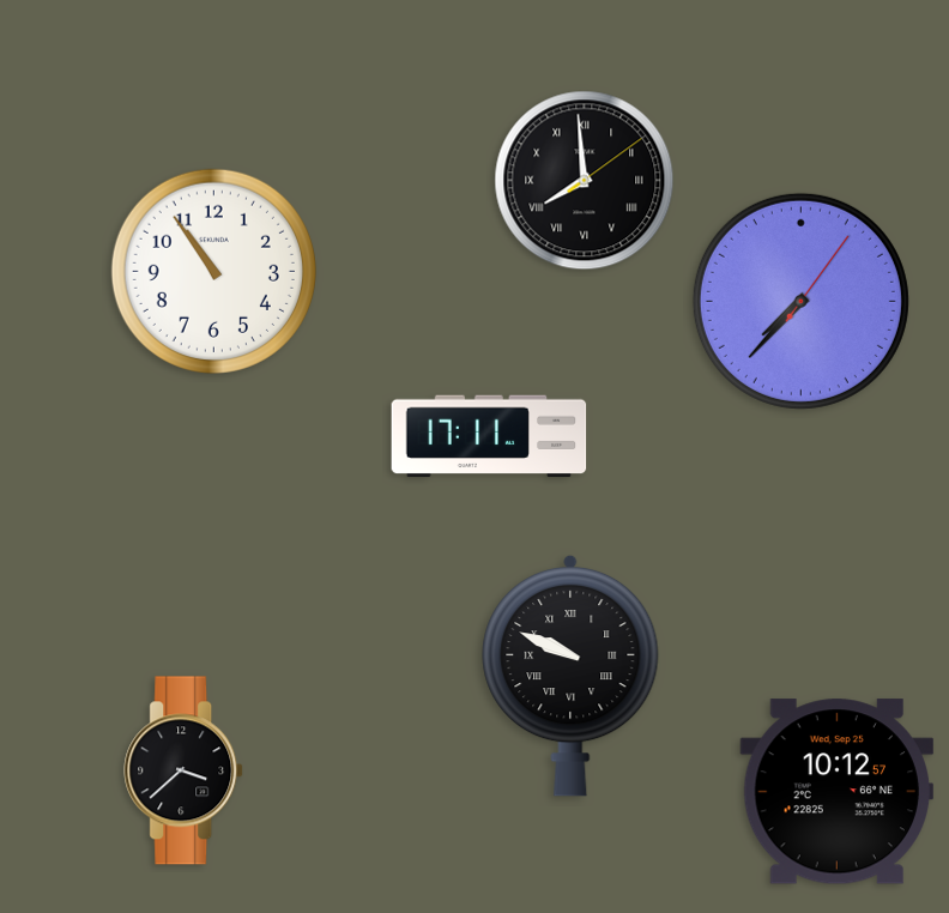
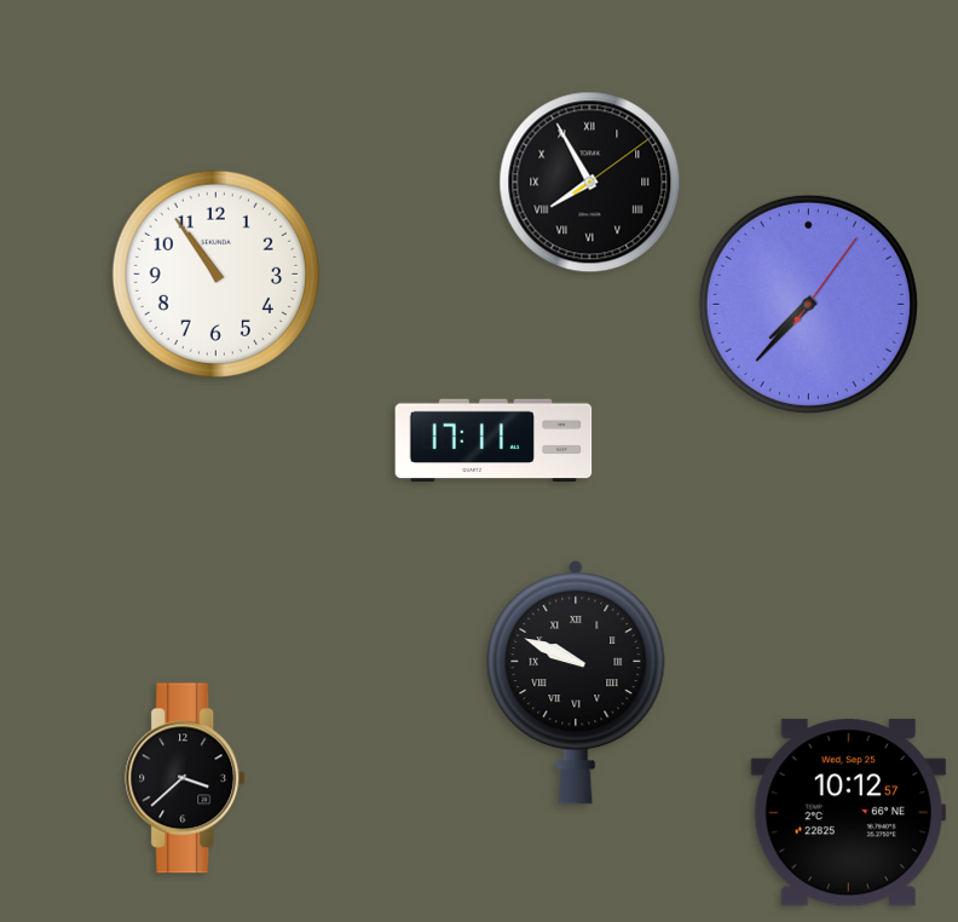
clock at (585, 181): 7:59 -> 7:55
clock at (838, 792) position: (838, 792) -> (849, 813)
